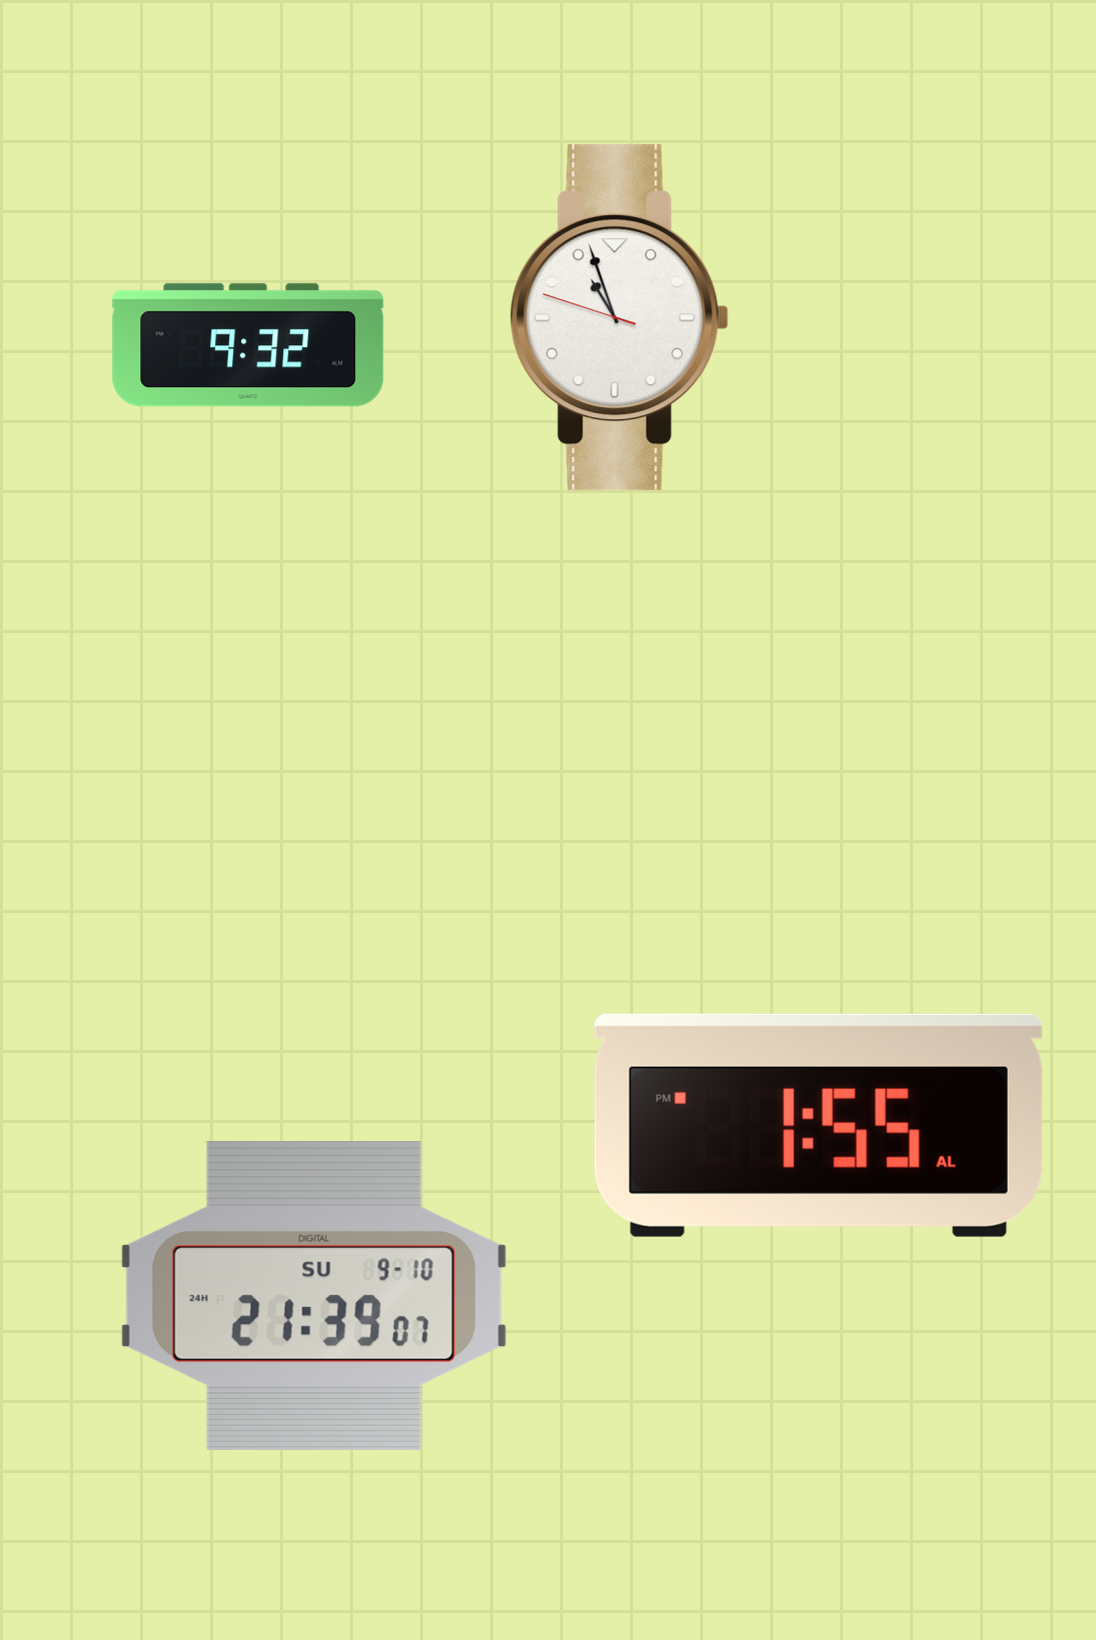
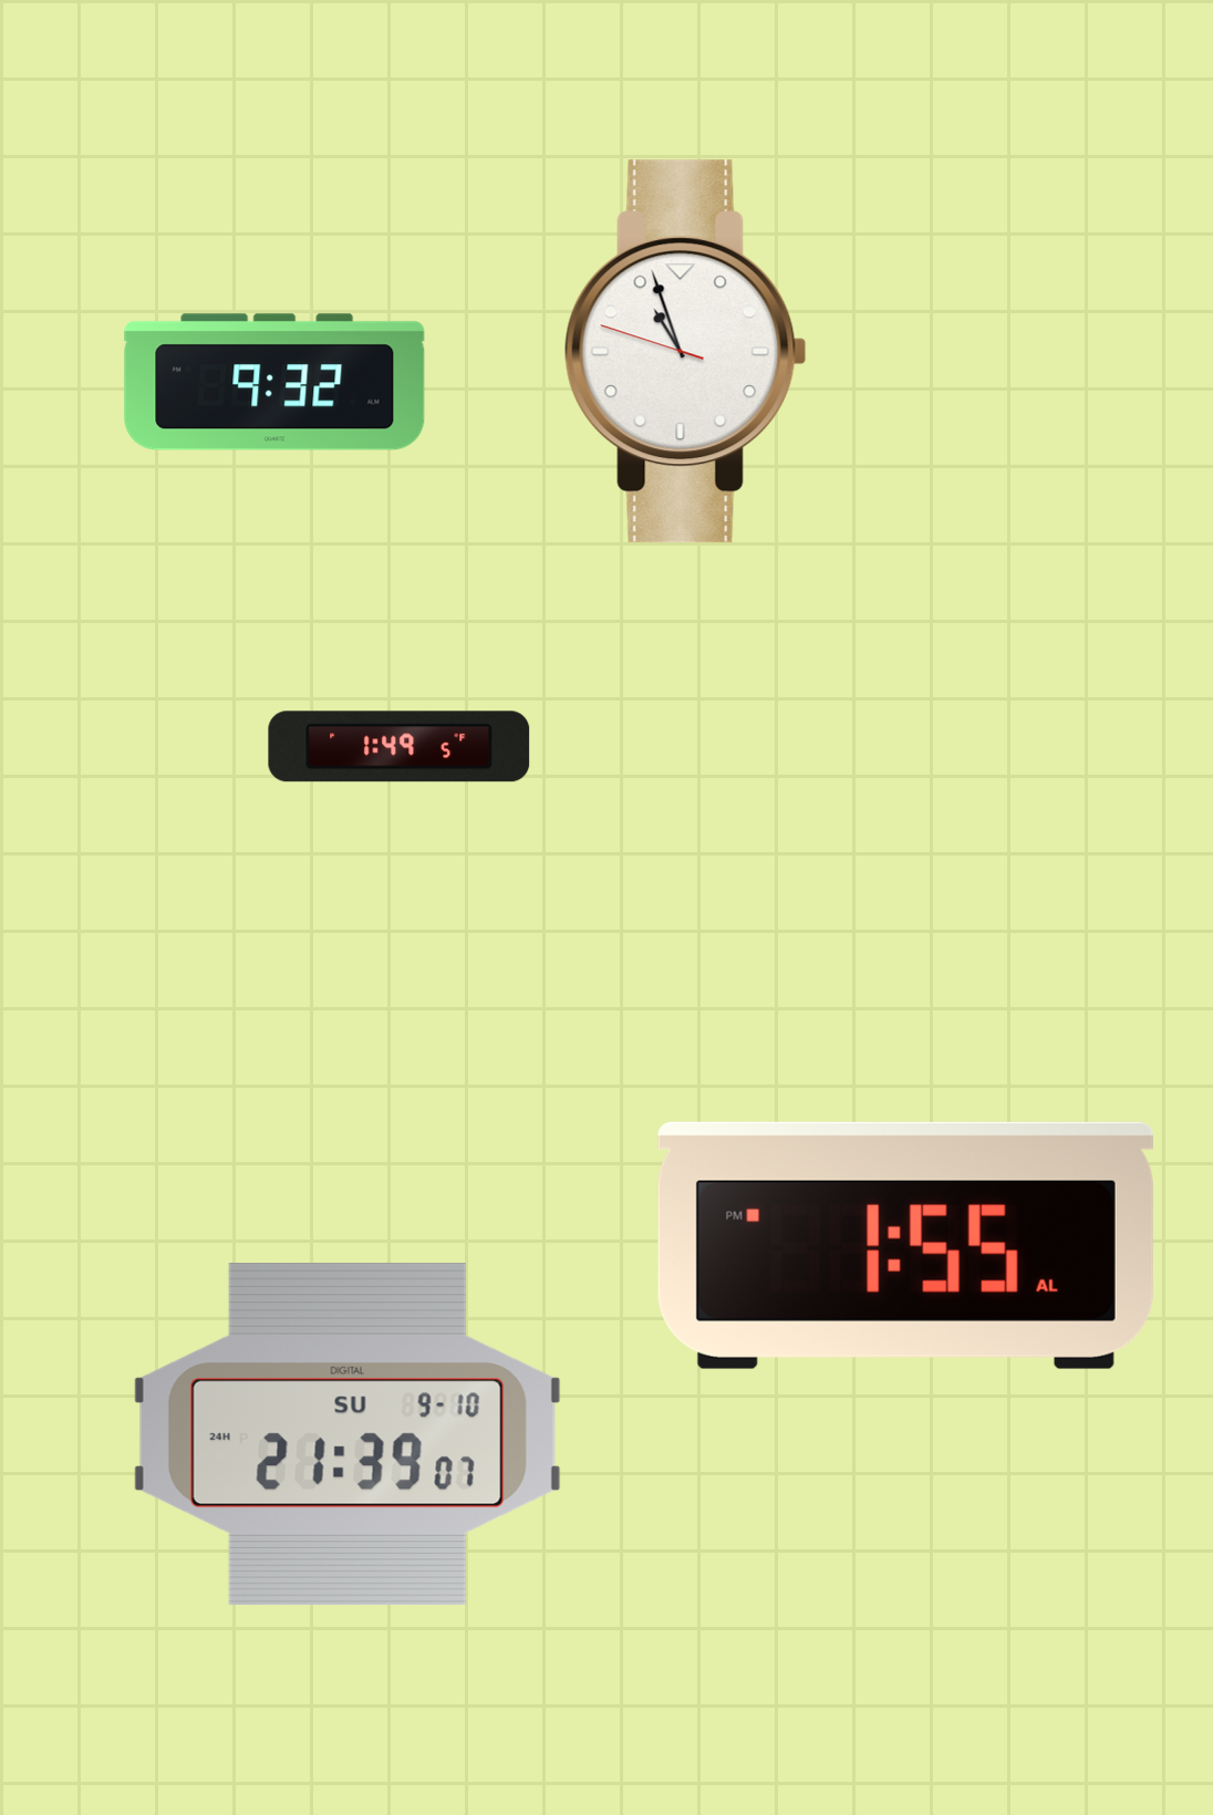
clock at (400, 747): none -> 1:49
